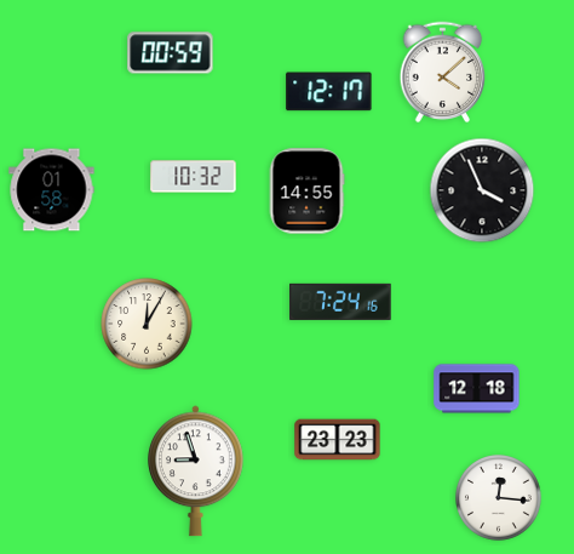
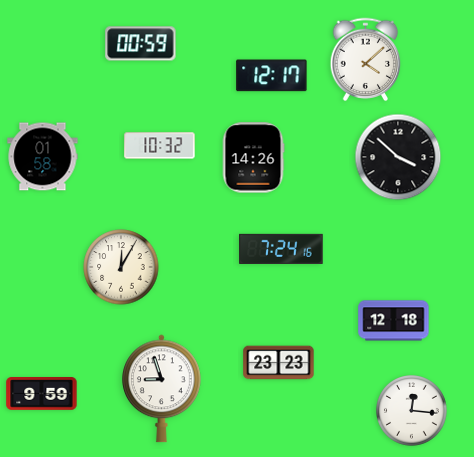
clock at (482, 190): 3:56 -> 3:52
clock at (306, 192): 14:55 -> 14:26
clock at (42, 394): none -> 9:59
